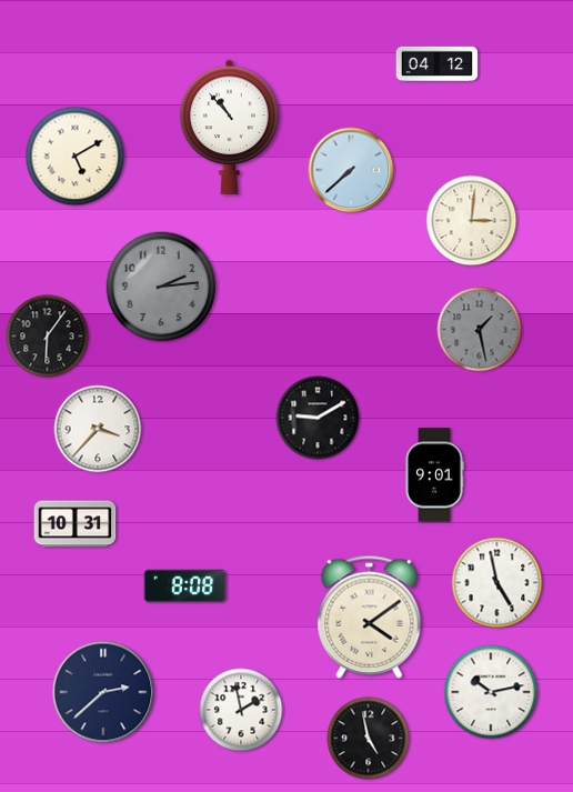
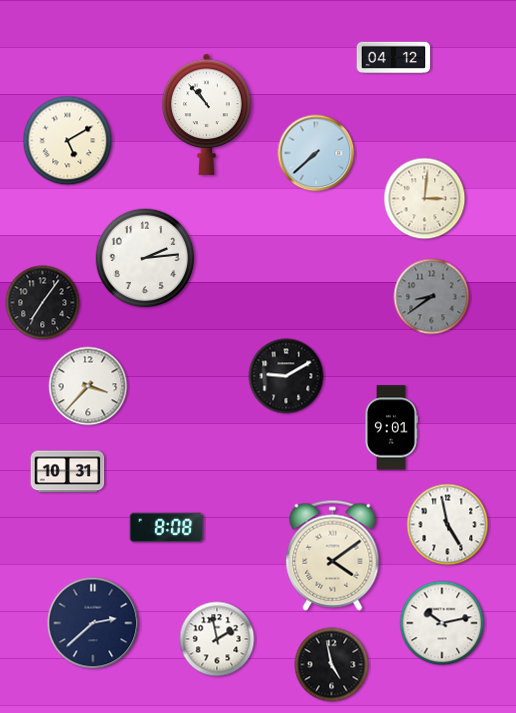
clock at (161, 287) dial: grey -> white
clock at (480, 330): 1:28 -> 8:39
clock at (48, 337): 6:06 -> 7:06
